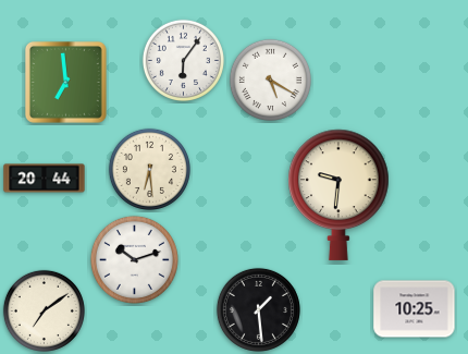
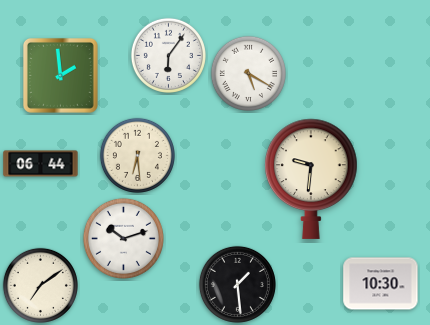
clock at (65, 82): 6:59 -> 1:59
clock at (45, 179): 20:44 -> 06:44
clock at (415, 309): 10:25 -> 10:30
